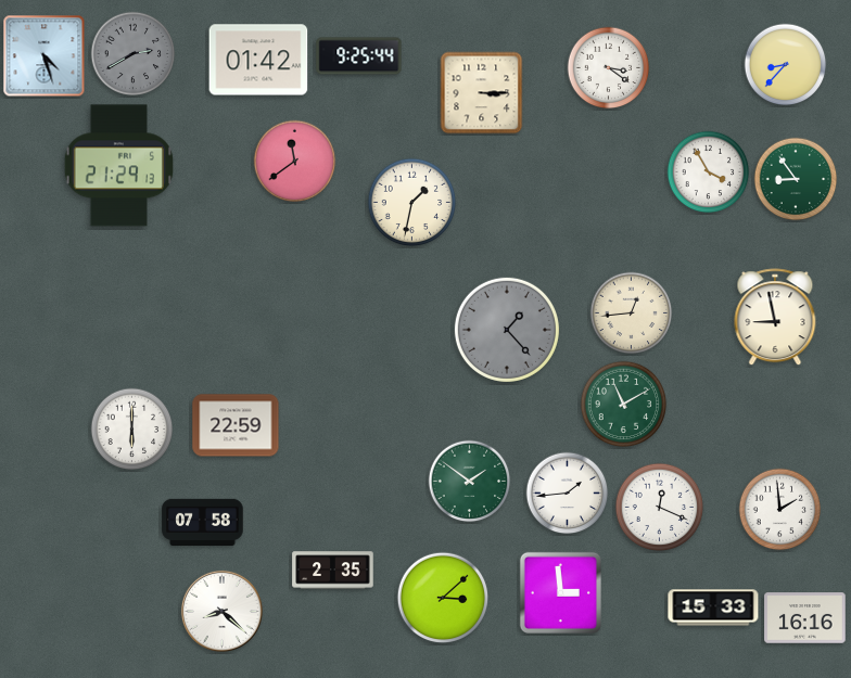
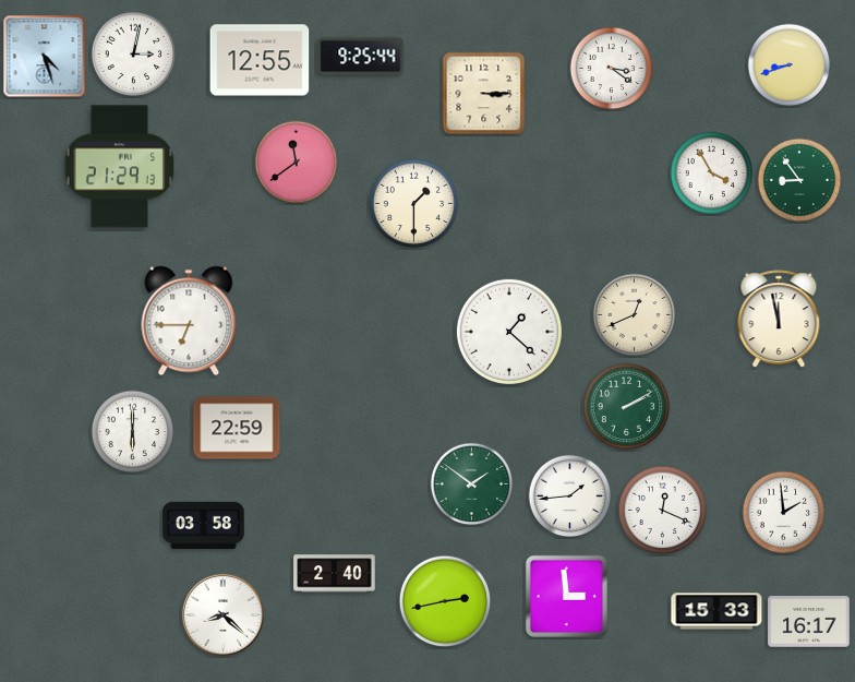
clock at (134, 54): 2:40 -> 3:02
clock at (134, 54) dial: grey -> white
clock at (258, 60): 01:42 -> 12:55
clock at (786, 65): 8:37 -> 8:42
clock at (412, 203): 1:32 -> 1:30
clock at (632, 314): 12:44 -> 12:41
clock at (775, 318): 8:58 -> 11:58
clock at (189, 321): none -> 6:45
clock at (507, 330): 1:23 -> 1:22
clock at (507, 330) dial: grey -> white
clock at (624, 405): 11:10 -> 2:10
clock at (203, 522): 07:58 -> 03:58
clock at (333, 571): 2:35 -> 2:40
clock at (560, 592) position: (560, 592) -> (566, 596)
clock at (443, 598): 3:08 -> 2:43
clock at (805, 618): 16:16 -> 16:17
